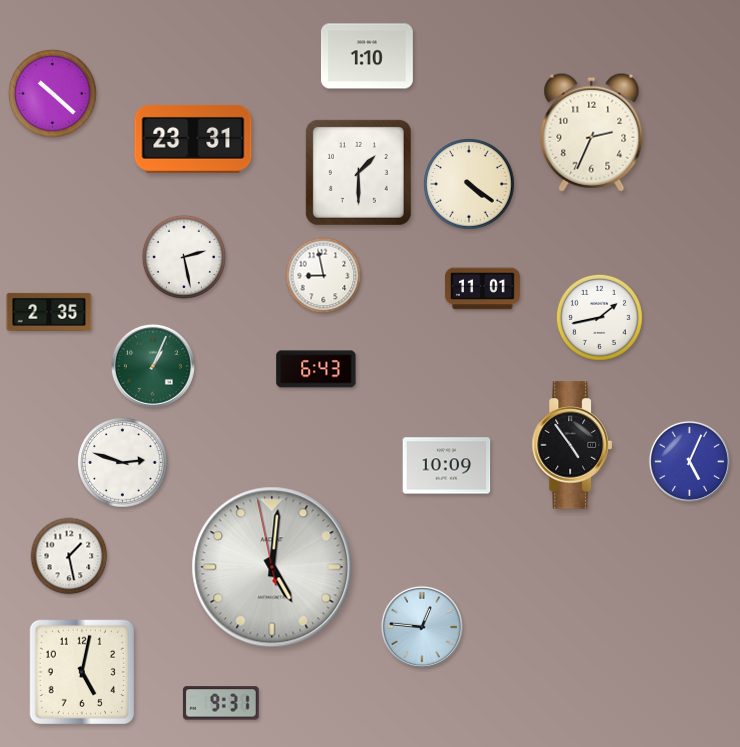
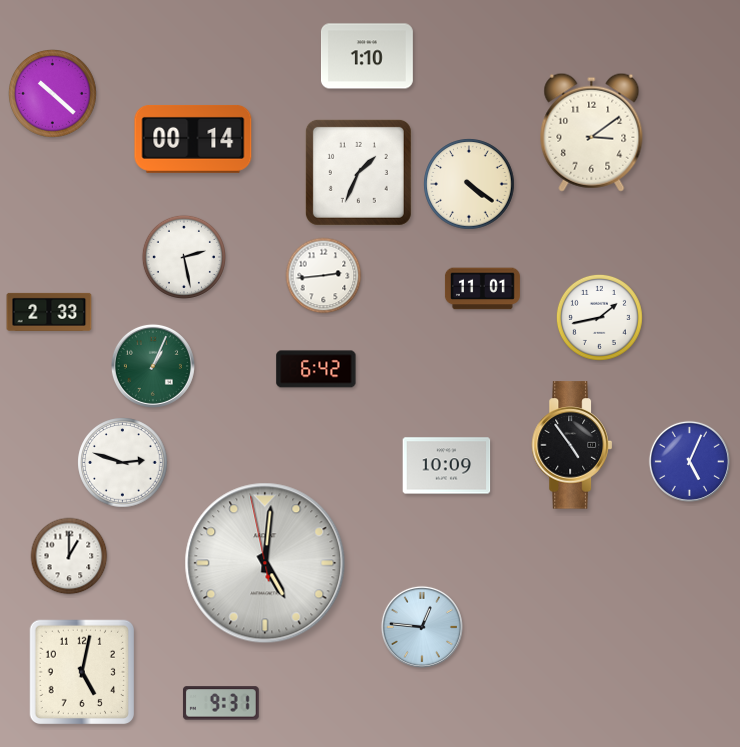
clock at (592, 132): 2:34 -> 3:09
clock at (193, 139): 23:31 -> 00:14
clock at (358, 172): 1:30 -> 1:34
clock at (324, 276): 8:58 -> 2:44
clock at (49, 312): 2:35 -> 2:33
clock at (316, 369): 6:43 -> 6:42
clock at (69, 556): 1:28 -> 1:00
clock at (272, 567) position: (272, 567) -> (265, 563)
